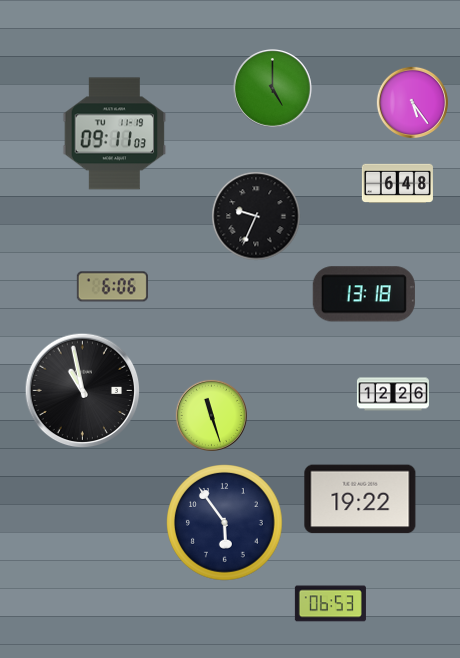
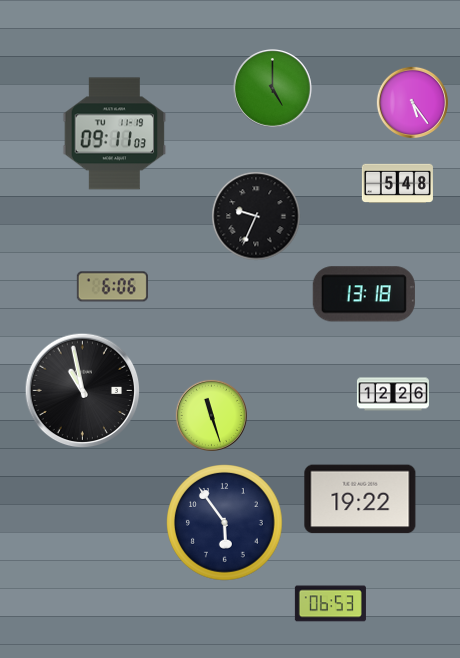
clock at (397, 183): 6:48 -> 5:48
